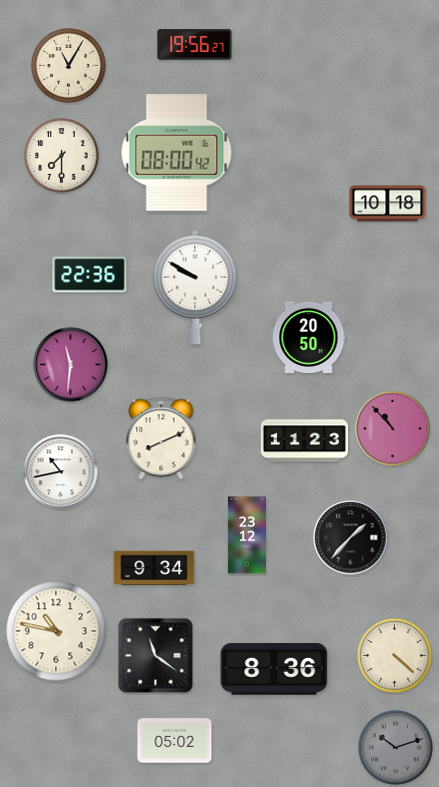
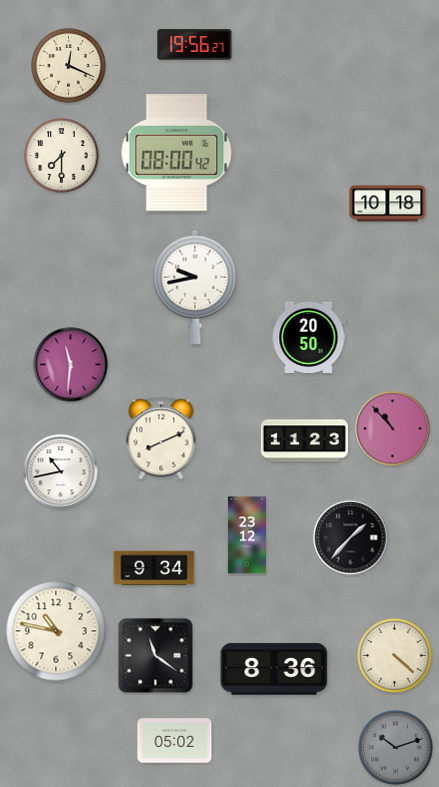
clock at (69, 66): 11:05 -> 12:19
clock at (90, 275): 22:36 -> none
clock at (195, 287): 9:50 -> 9:43
